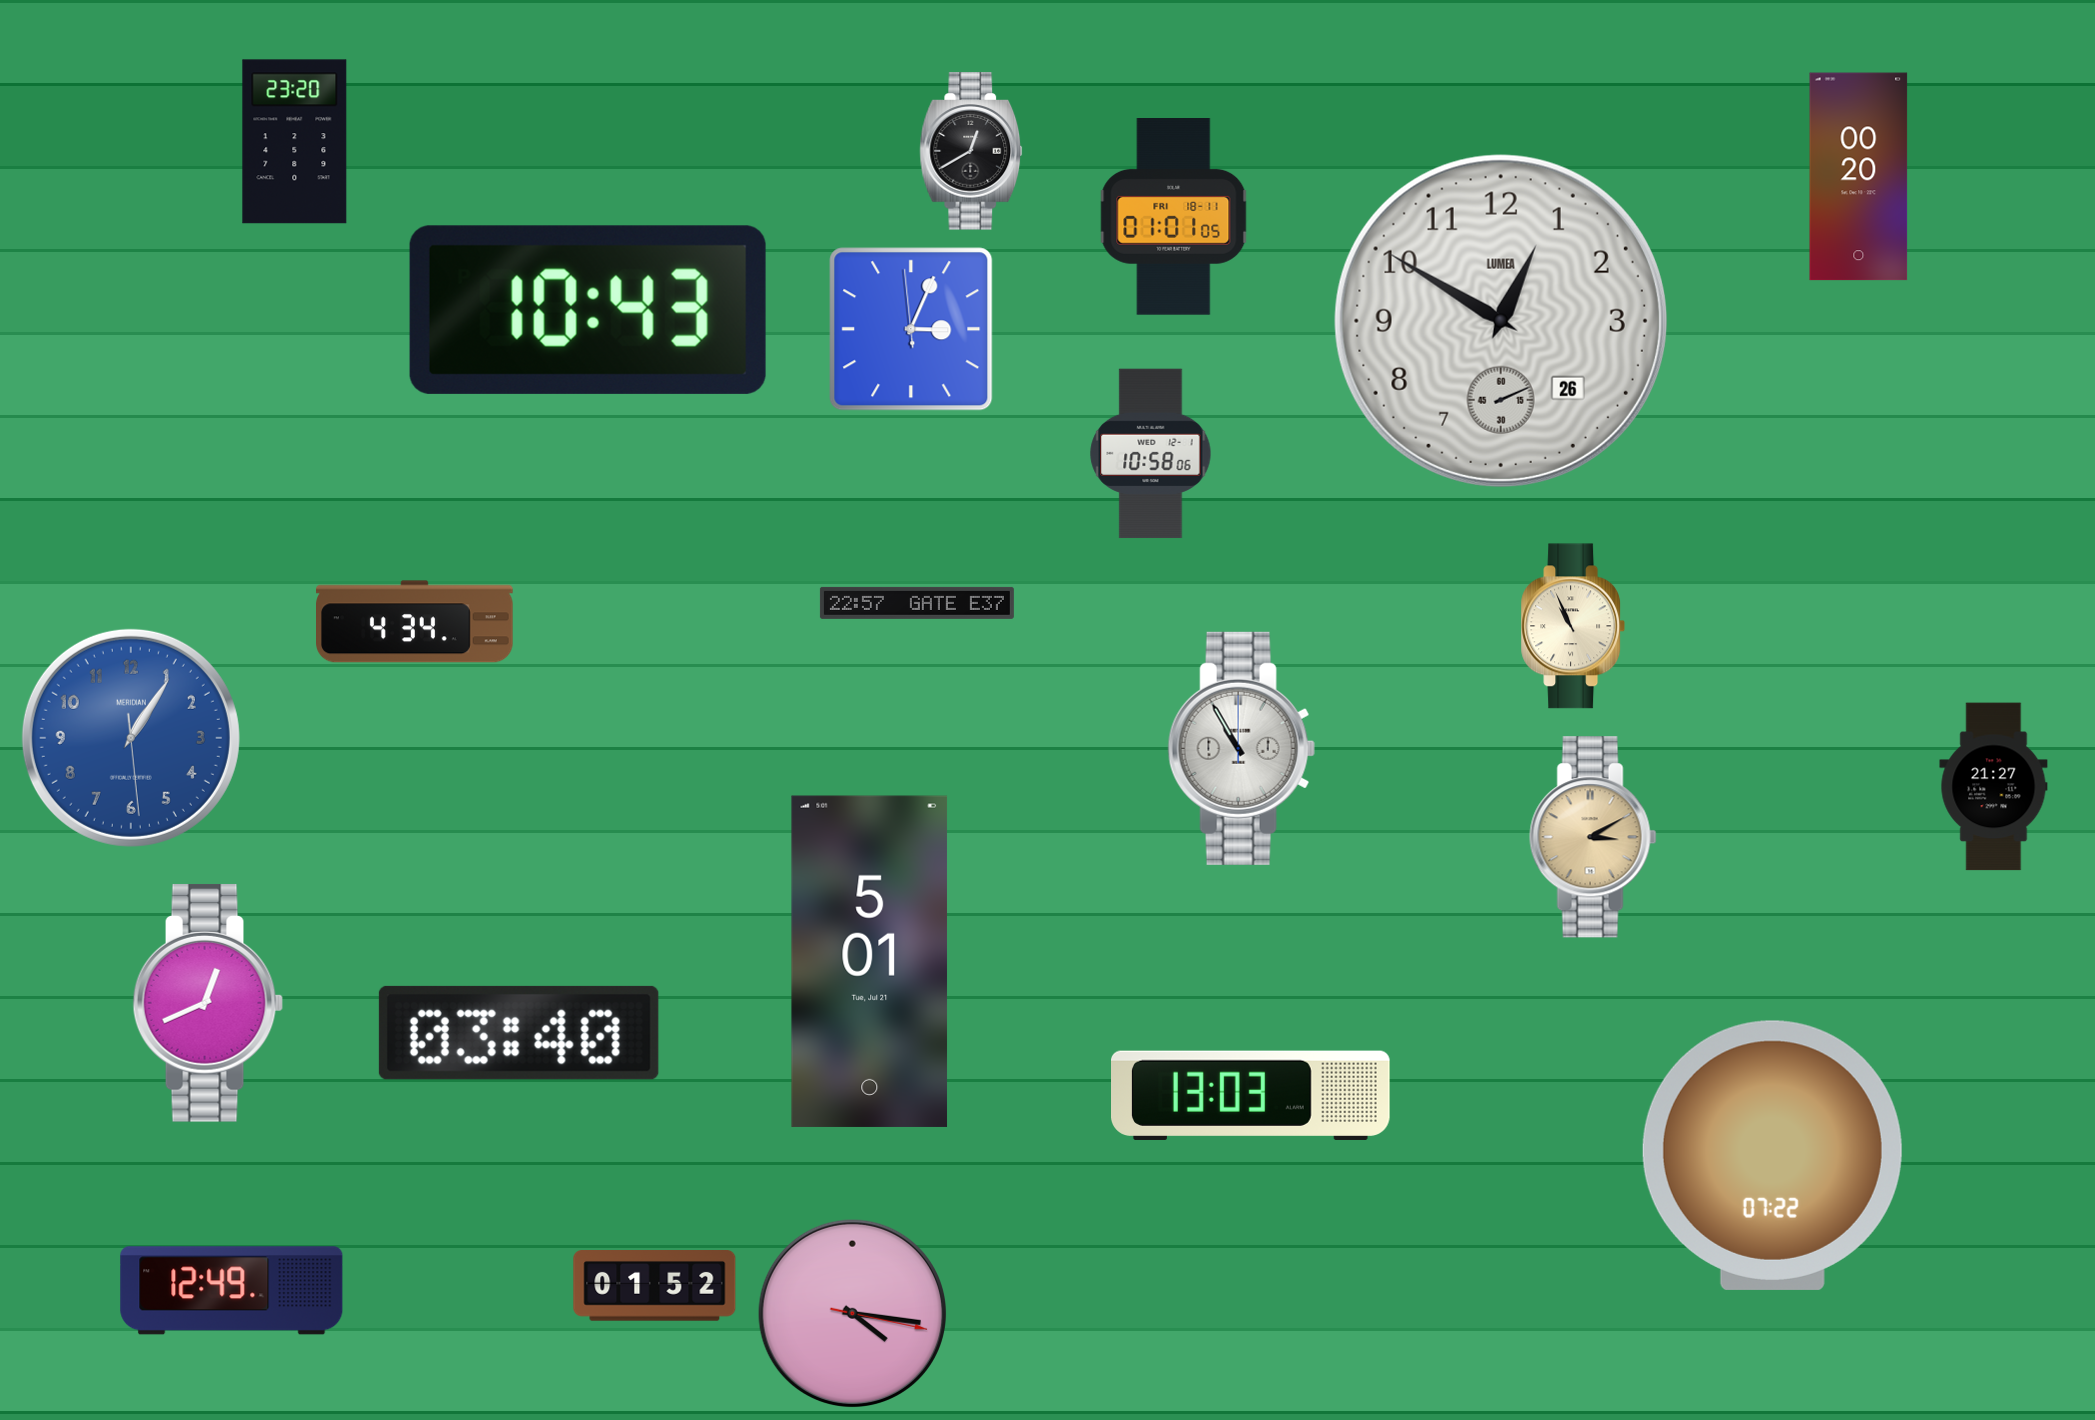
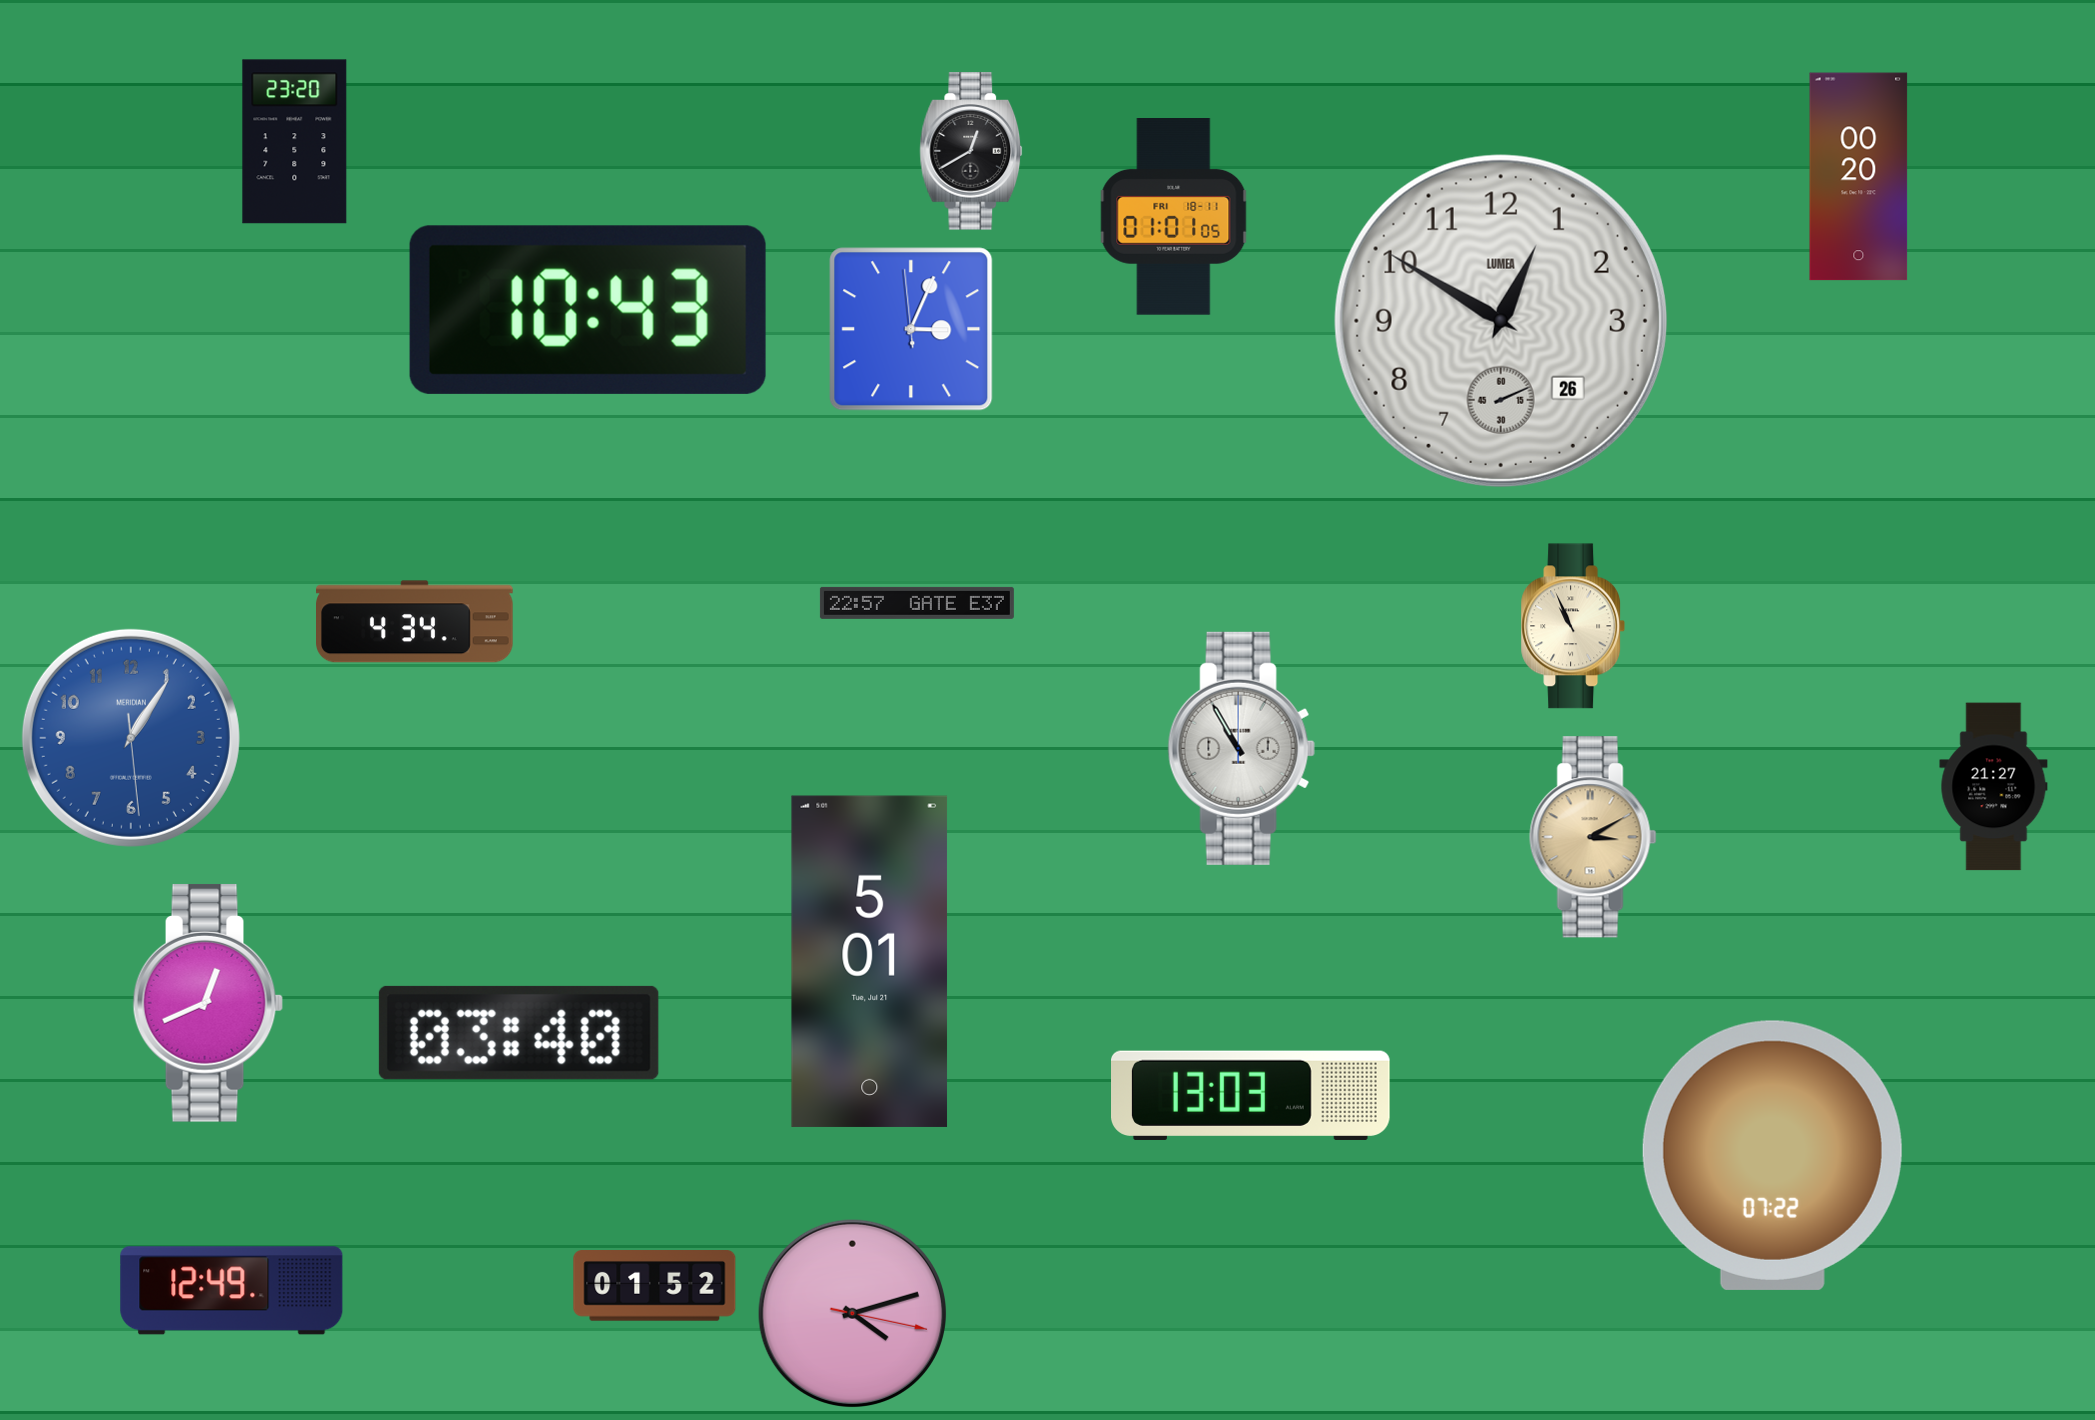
clock at (1151, 454): 10:58 -> none
clock at (852, 1313): 4:16 -> 4:12
